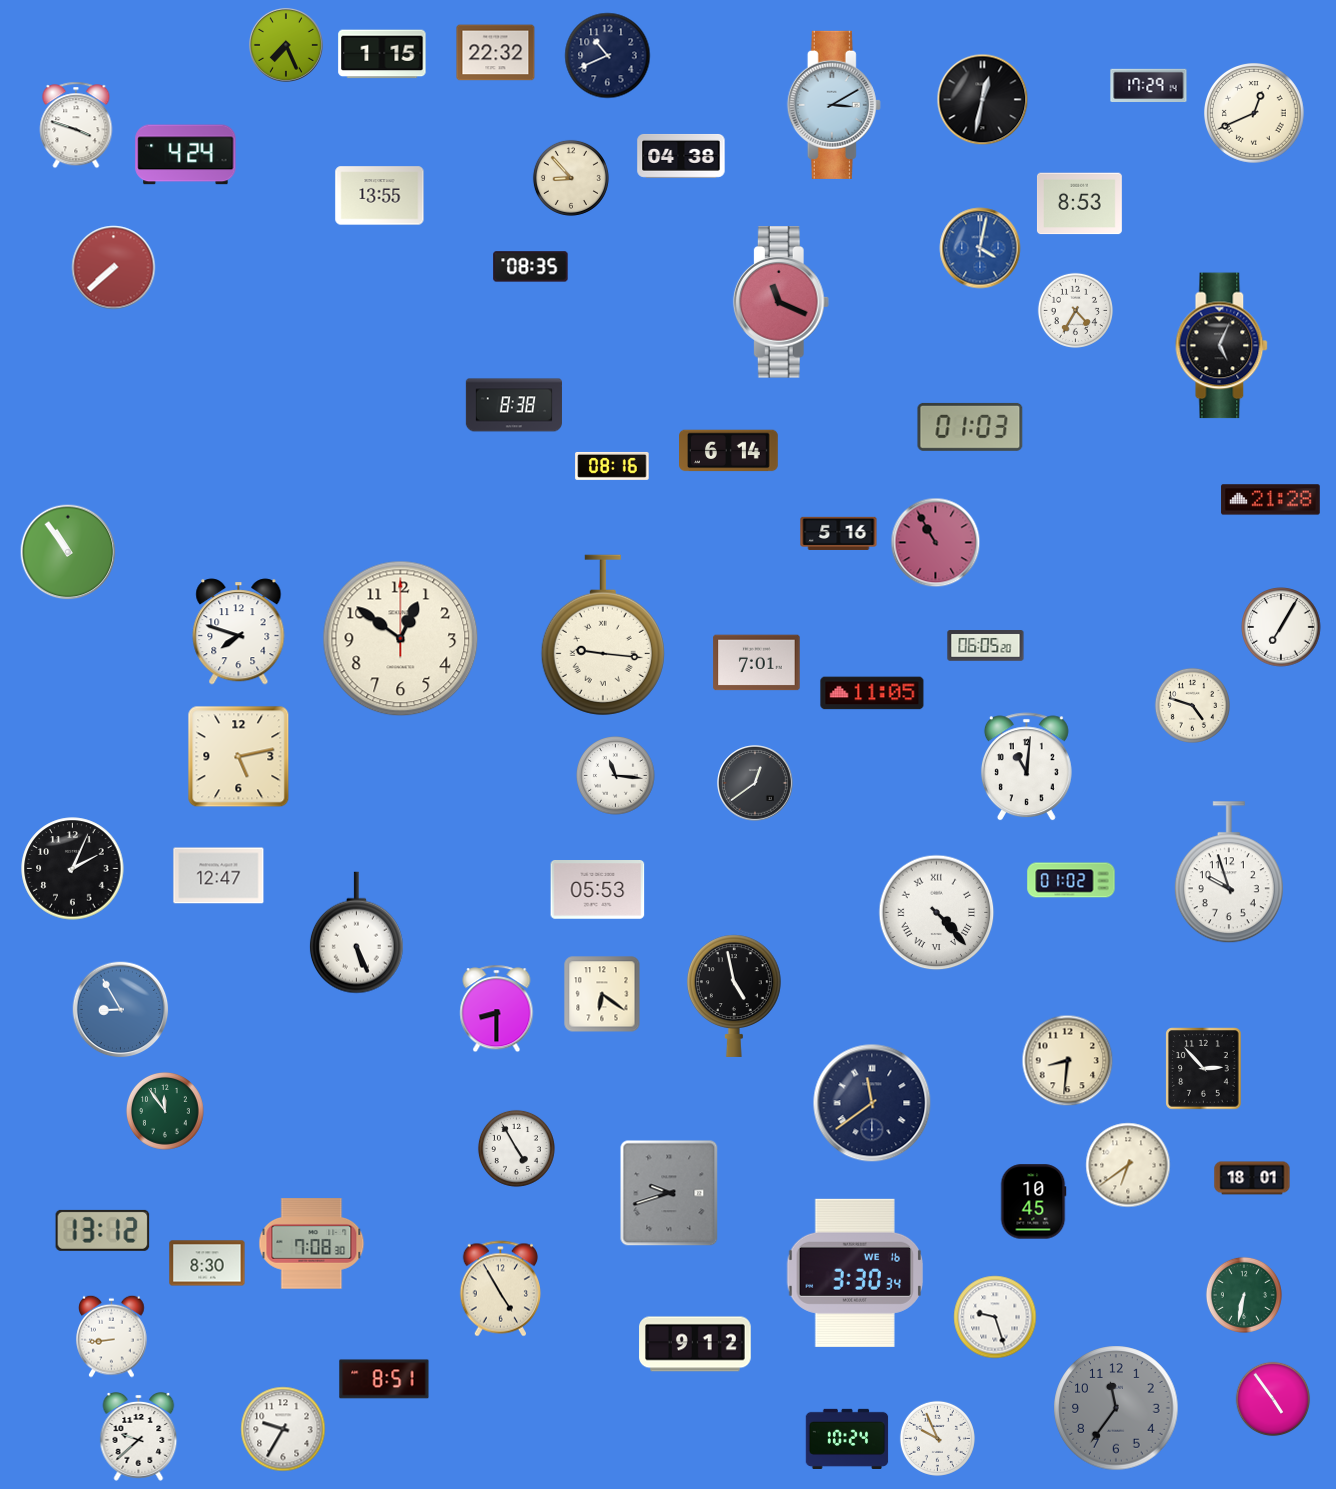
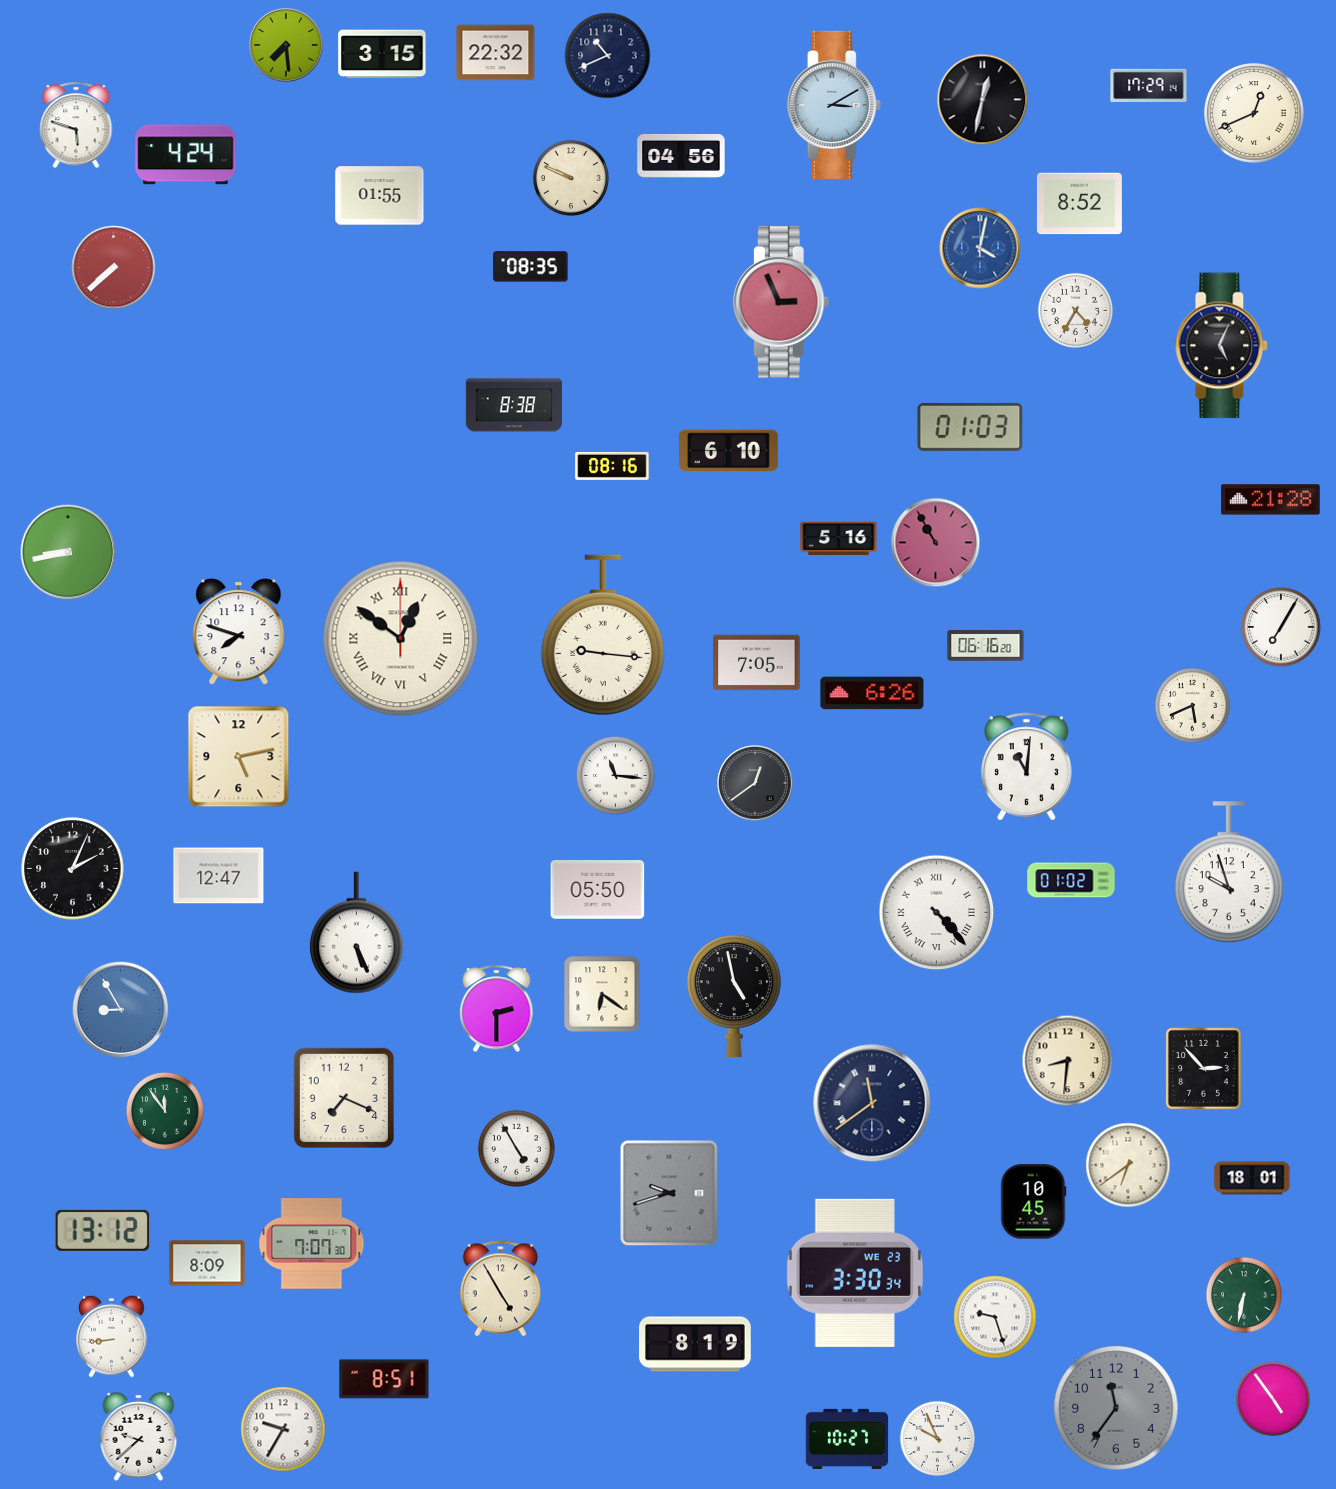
clock at (287, 46): 7:26 -> 7:29
clock at (382, 54): 1:15 -> 3:15
clock at (76, 125): 3:48 -> 5:48
clock at (681, 156): 04:38 -> 04:56
clock at (571, 178): 8:53 -> 9:49
clock at (380, 196): 13:55 -> 01:55
clock at (1079, 204): 8:53 -> 8:52
clock at (781, 302): 11:19 -> 2:56
clock at (729, 451): 6:14 -> 6:10
clock at (839, 533) position: (839, 533) -> (839, 538)
clock at (68, 552): 10:54 -> 8:43
clock at (401, 639) numerals: Arabic -> Roman
clock at (986, 646): 06:05 -> 06:16
clock at (757, 663): 7:01 -> 7:05
clock at (872, 693): 11:05 -> 6:26
clock at (1192, 705): 4:48 -> 5:41
clock at (598, 890): 05:53 -> 05:50
clock at (497, 1009): 8:30 -> 2:30
clock at (344, 1098): none -> 7:19
clock at (312, 1244): 7:08 -> 7:07
clock at (207, 1263): 8:30 -> 8:09
clock at (855, 1273) date: WE 16 -> WE 23
clock at (695, 1344): 9:12 -> 8:19
clock at (847, 1438): 10:24 -> 10:27
